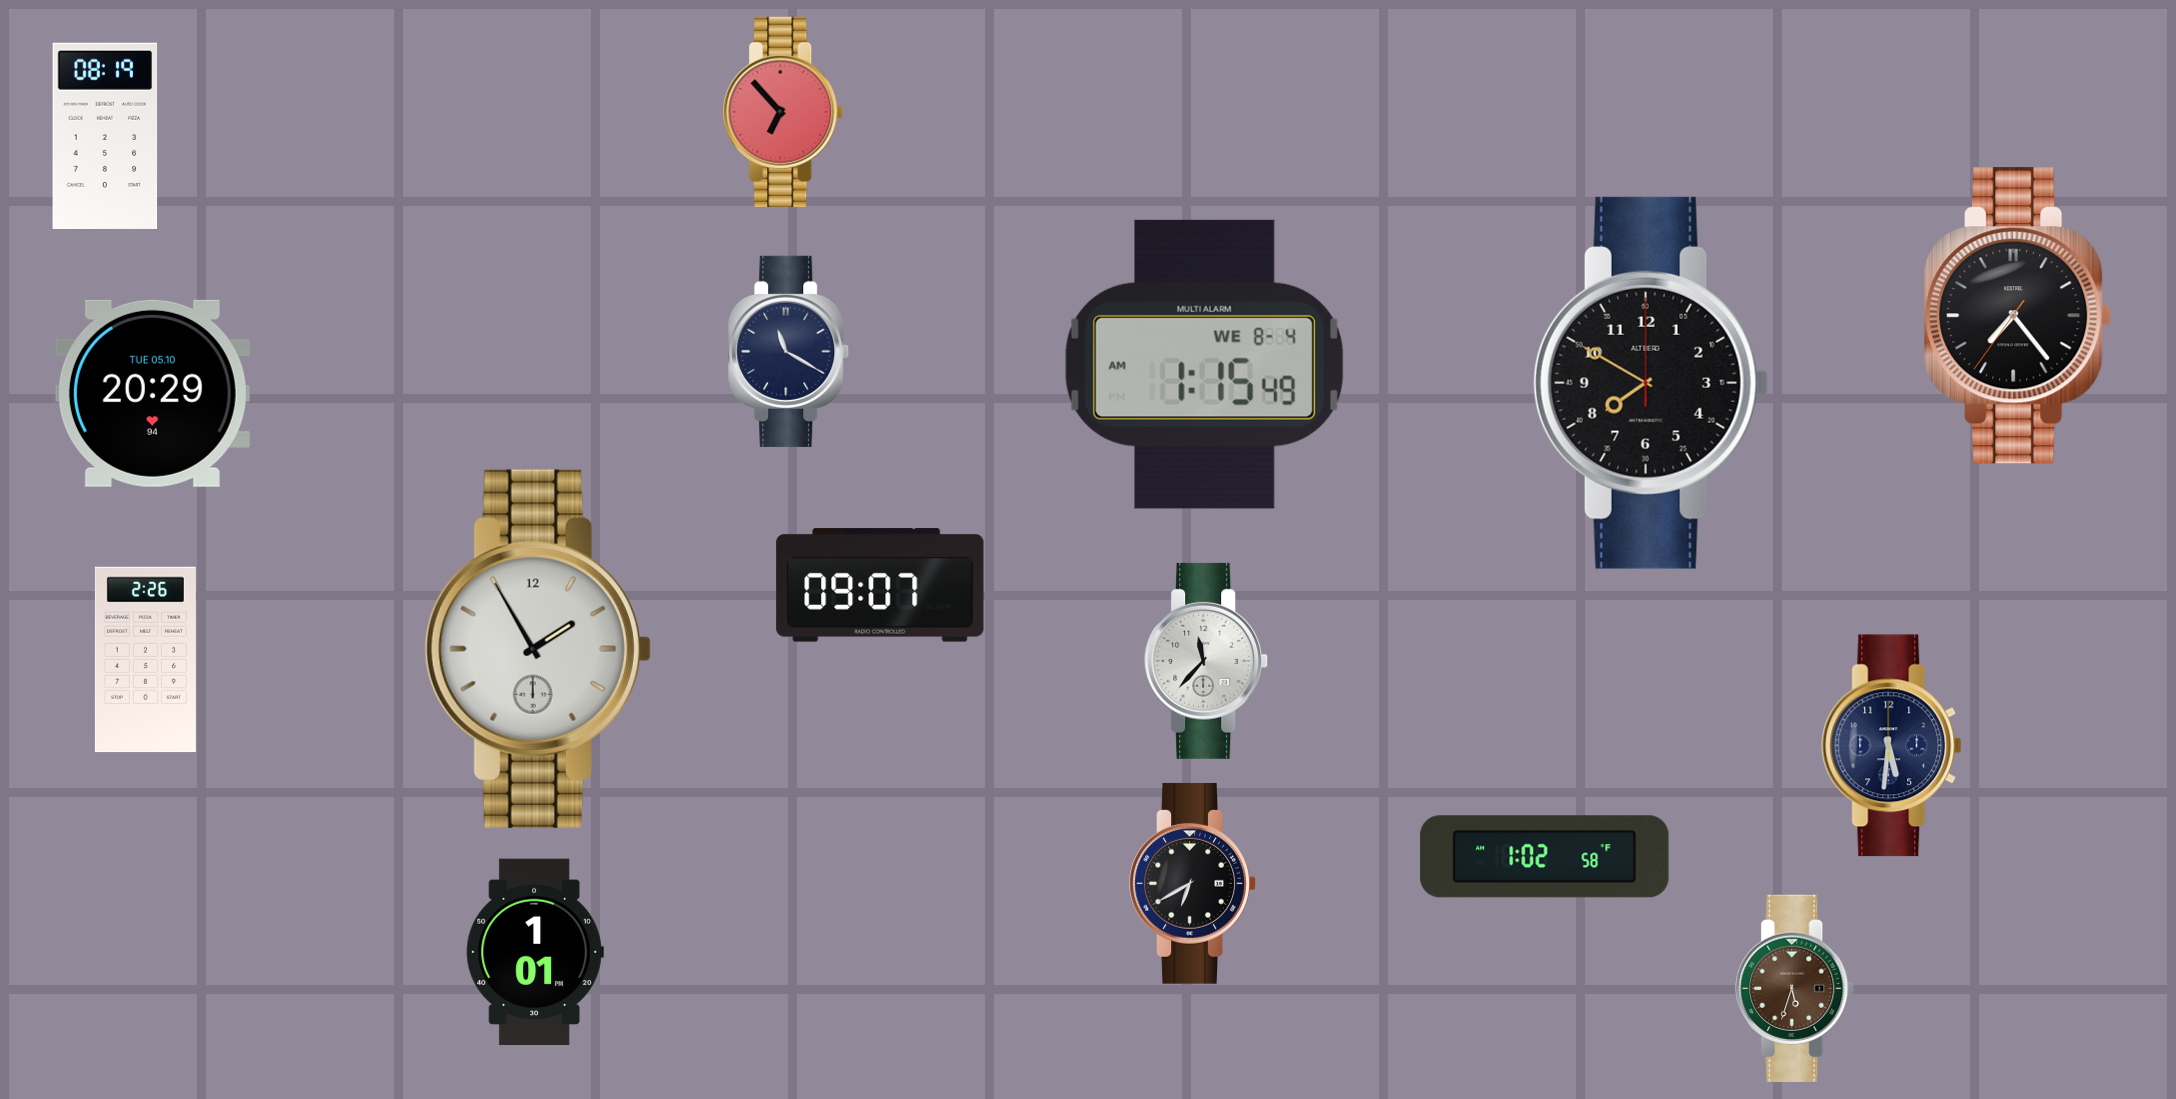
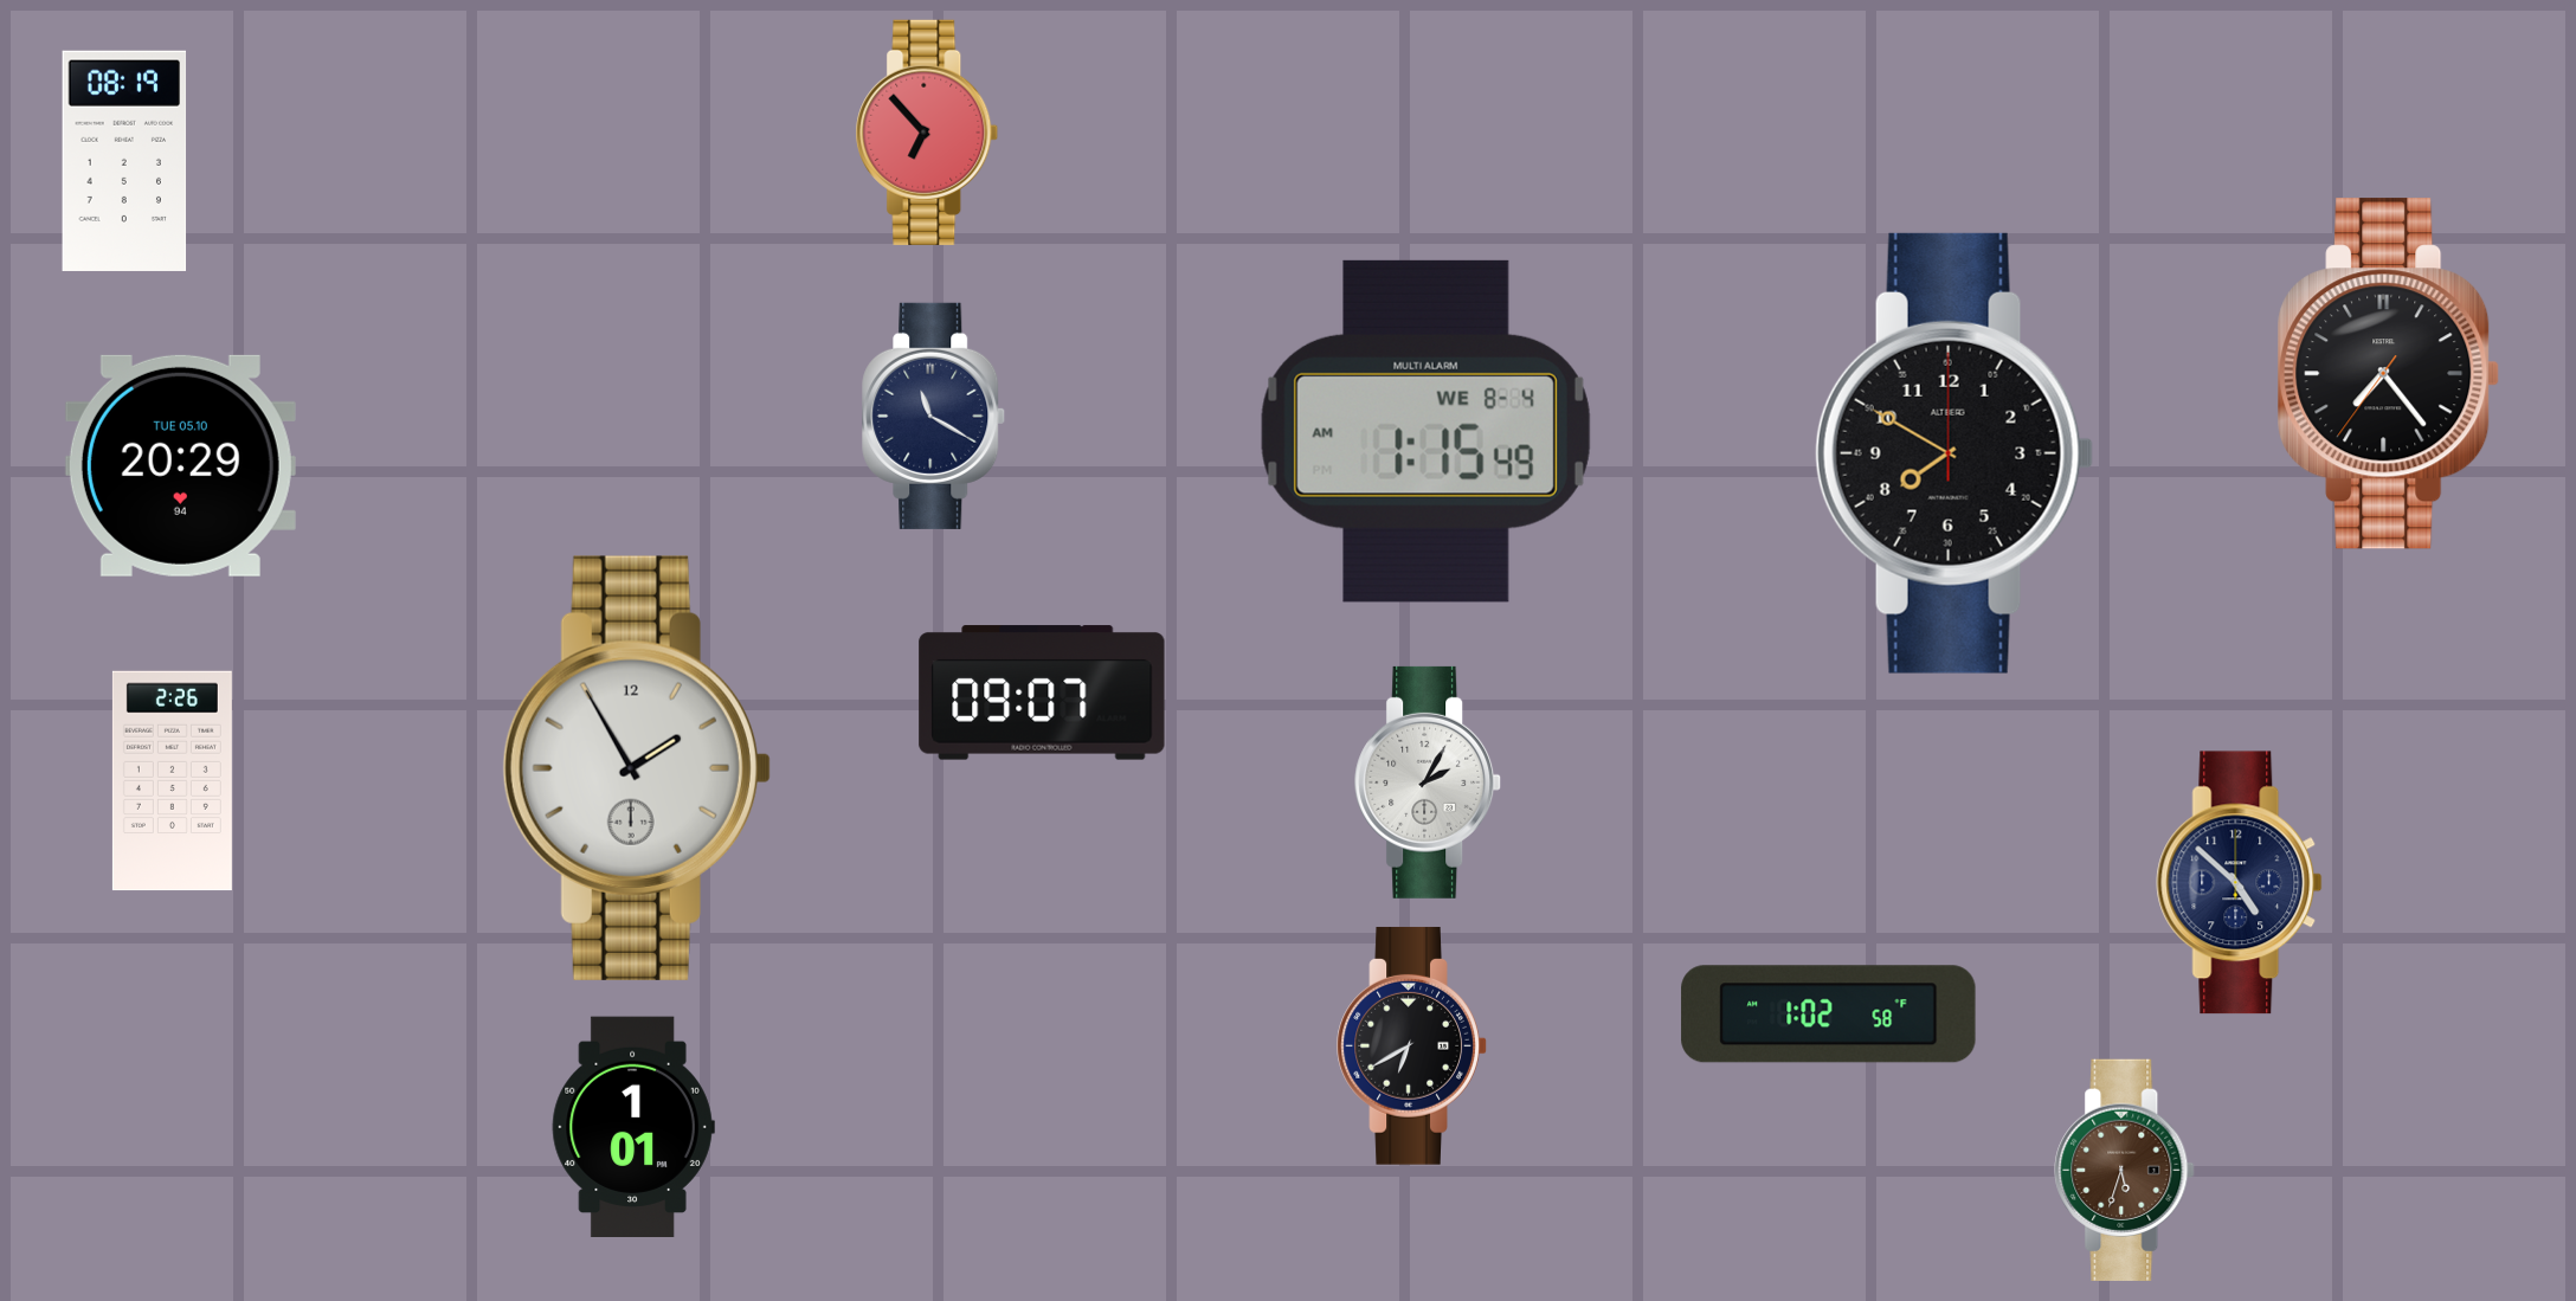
clock at (1207, 661): 11:37 -> 2:05
clock at (1892, 746): 5:31 -> 4:52
